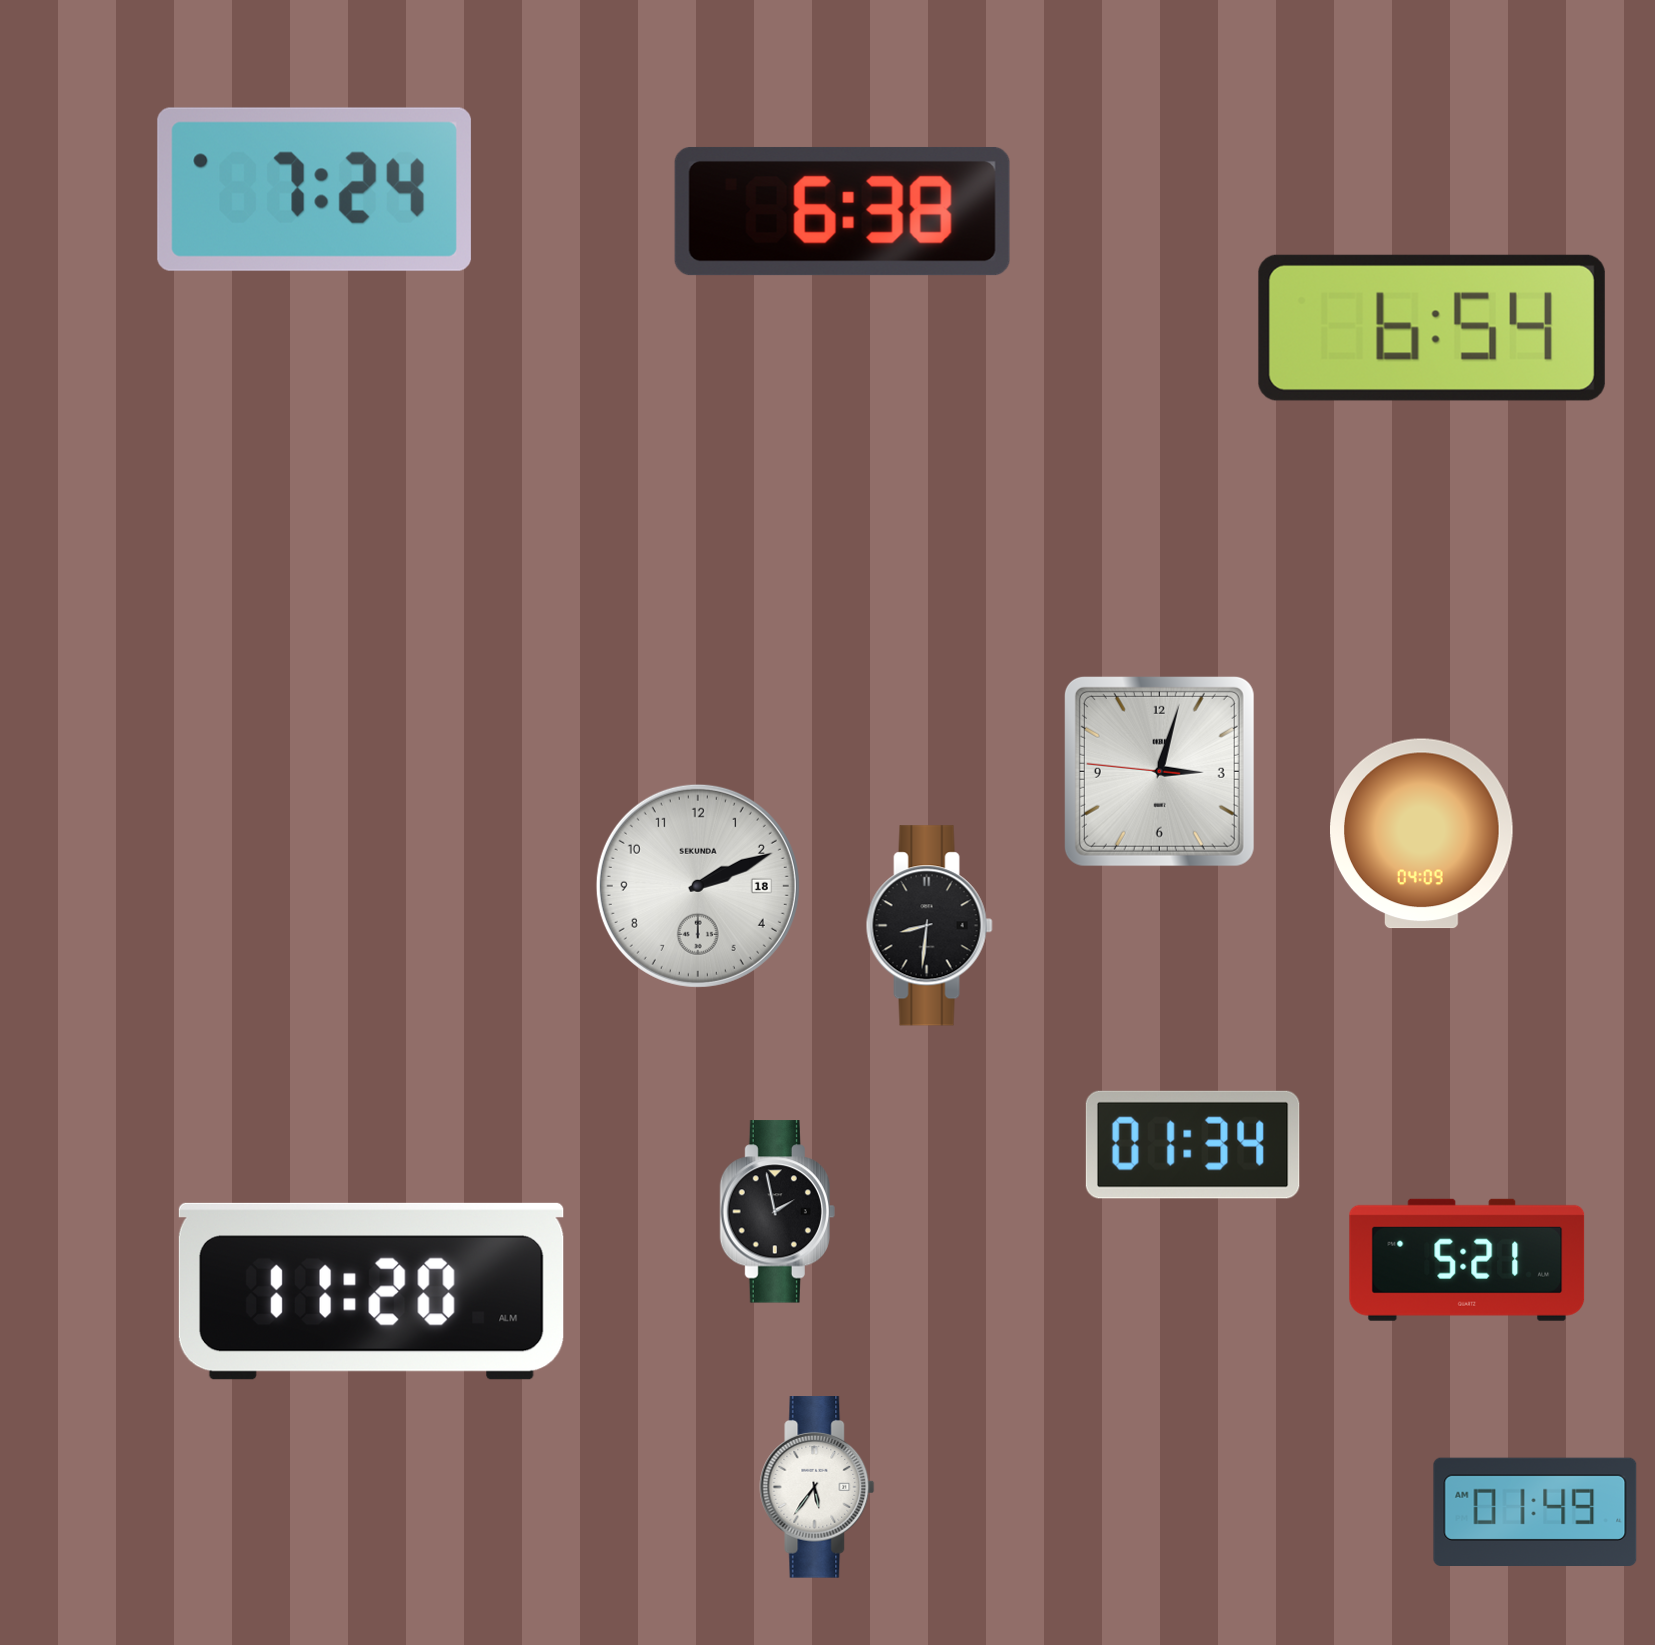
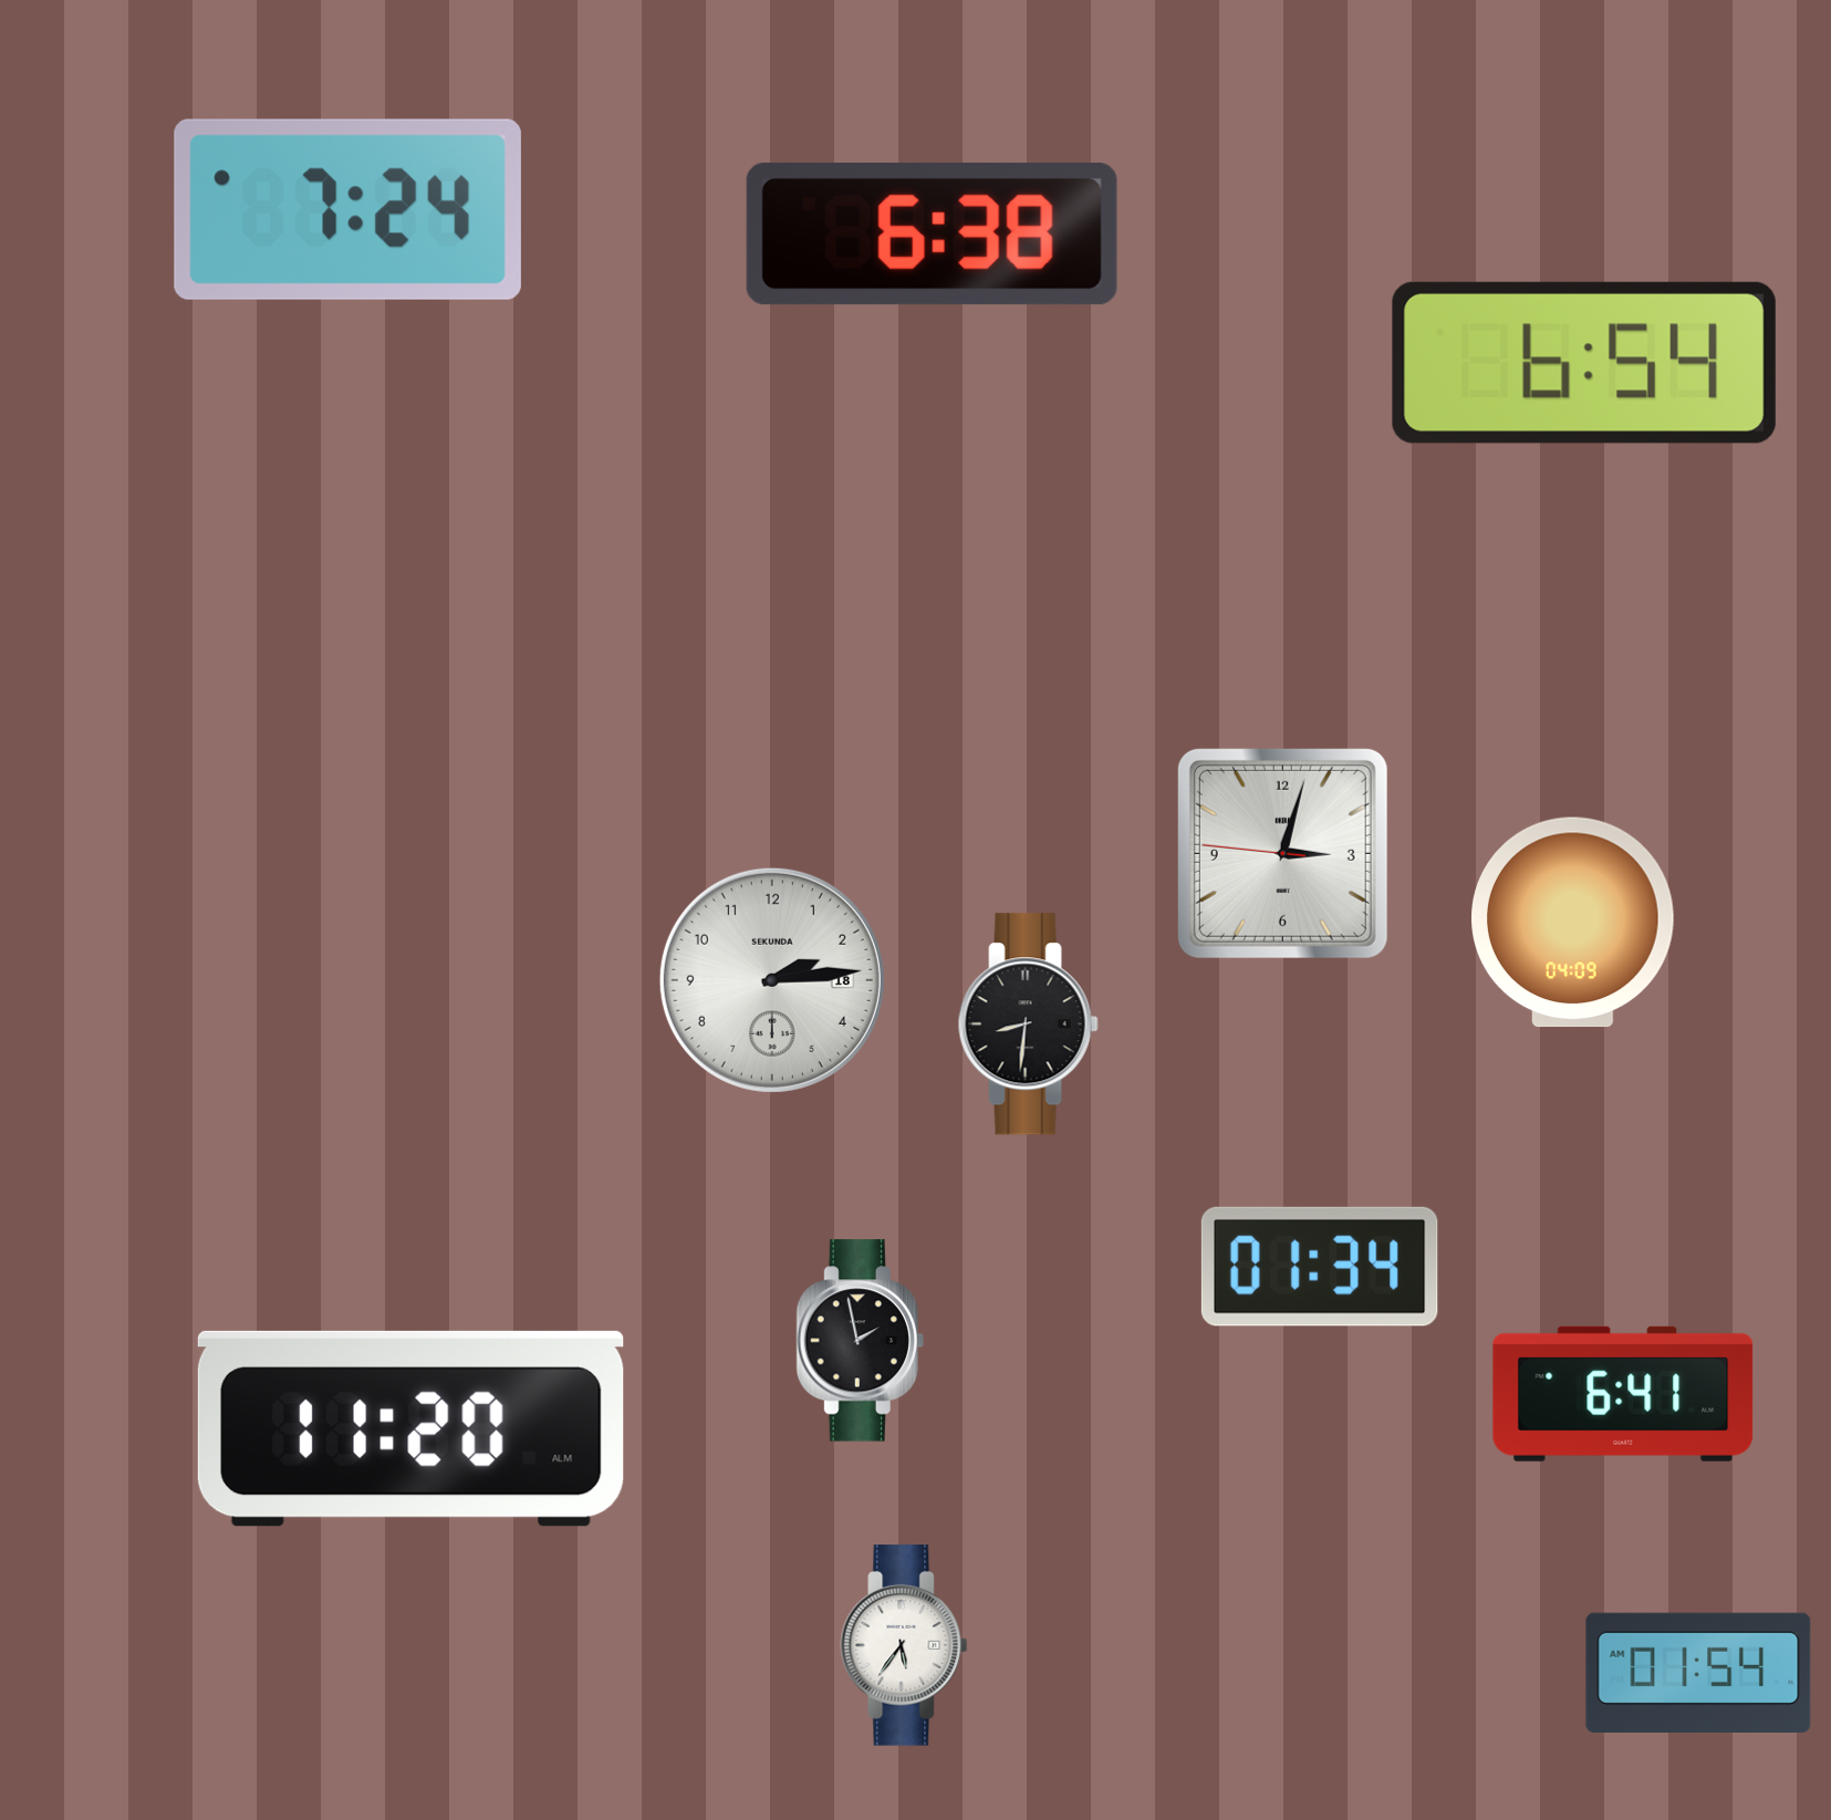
clock at (698, 886): 2:11 -> 2:14
clock at (1467, 1260): 5:21 -> 6:41
clock at (1535, 1511): 01:49 -> 01:54
